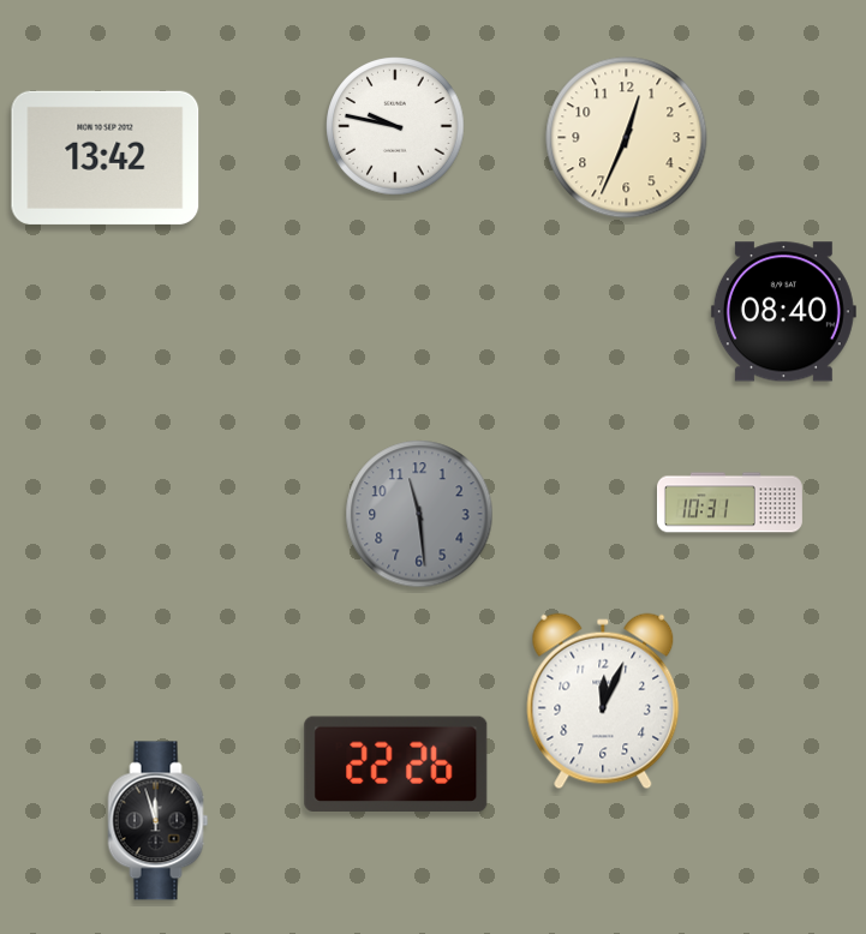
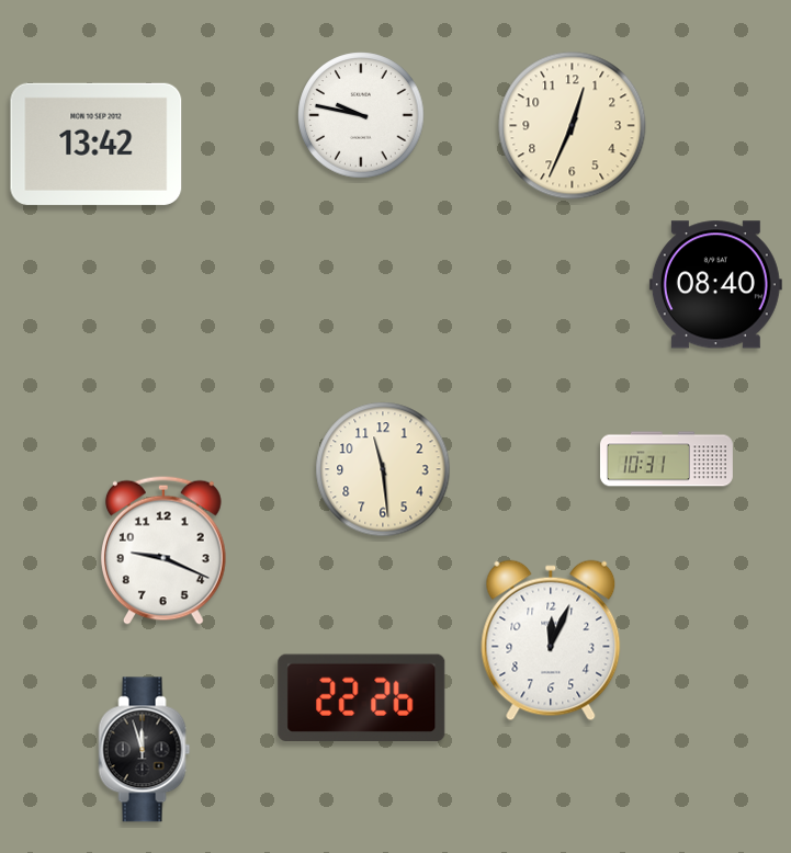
clock at (419, 514) dial: grey -> cream
clock at (165, 550): none -> 9:19
